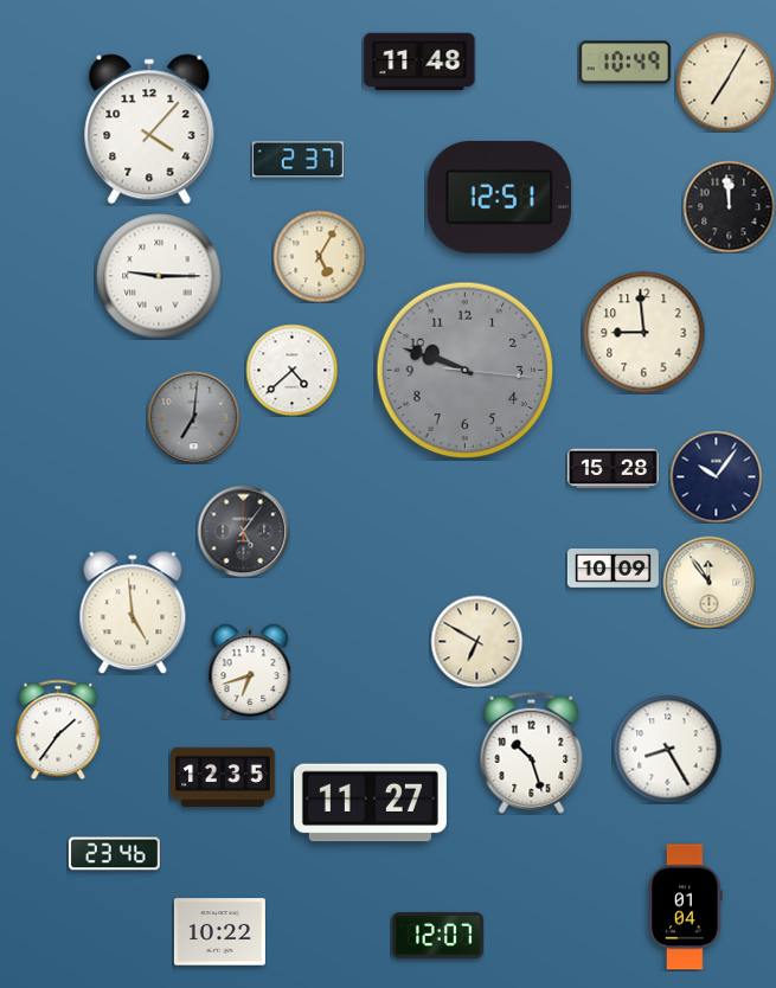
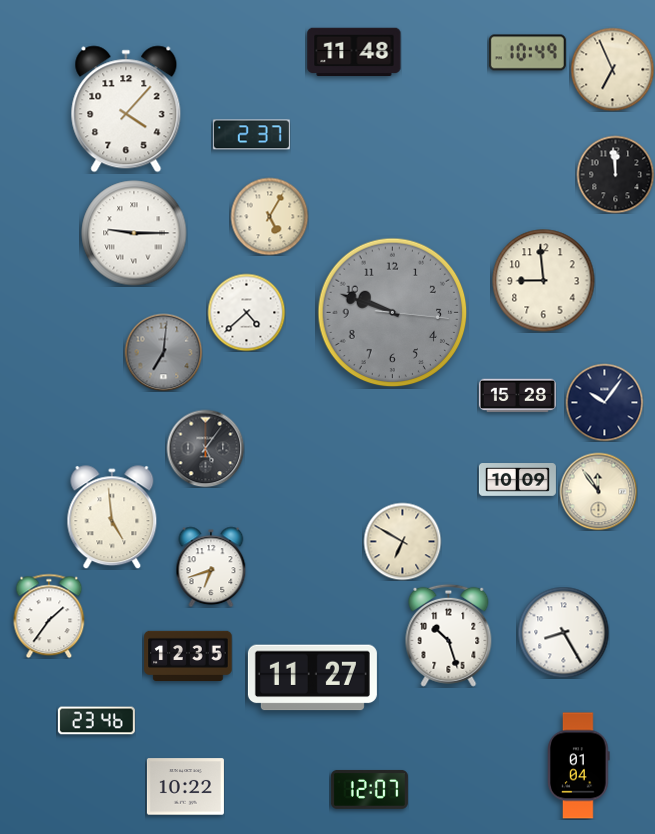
clock at (725, 82): 7:05 -> 6:56
clock at (499, 197): 12:51 -> none
